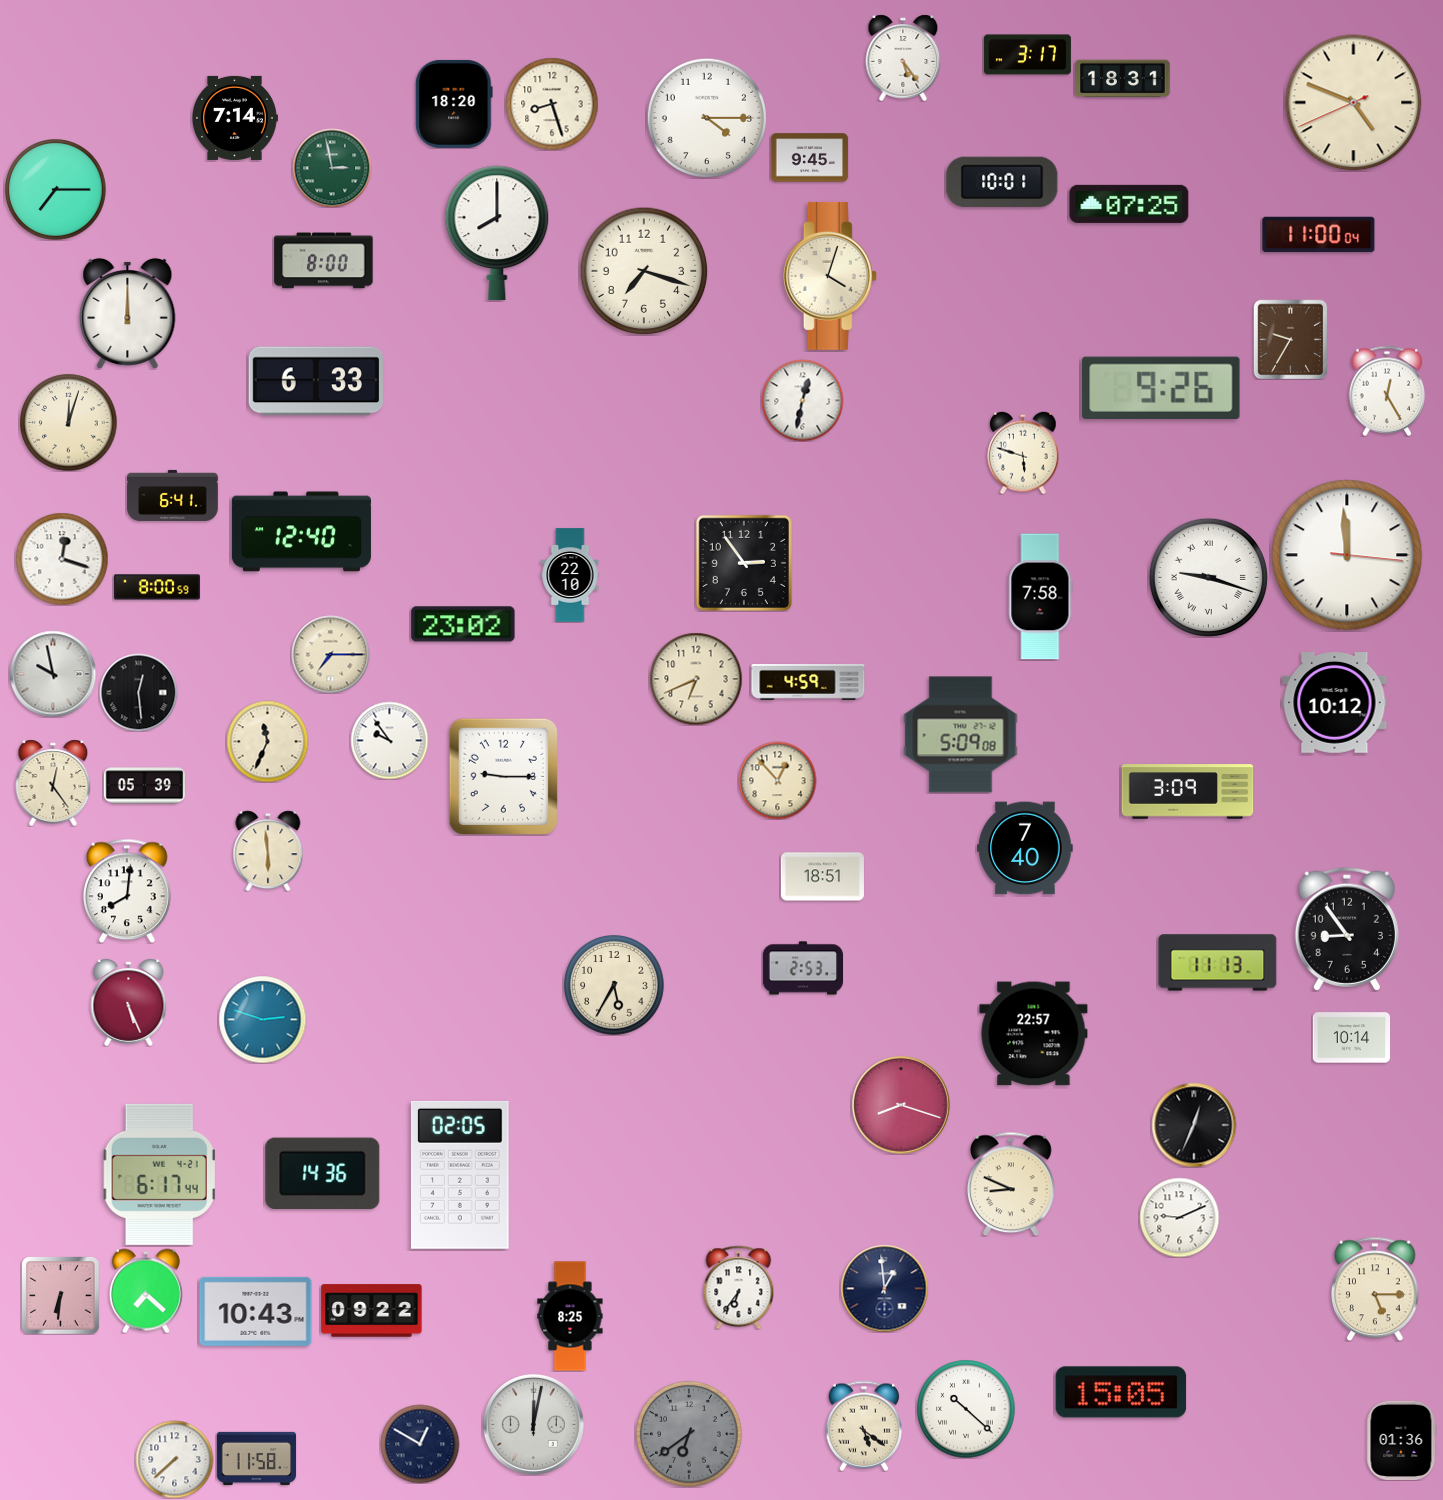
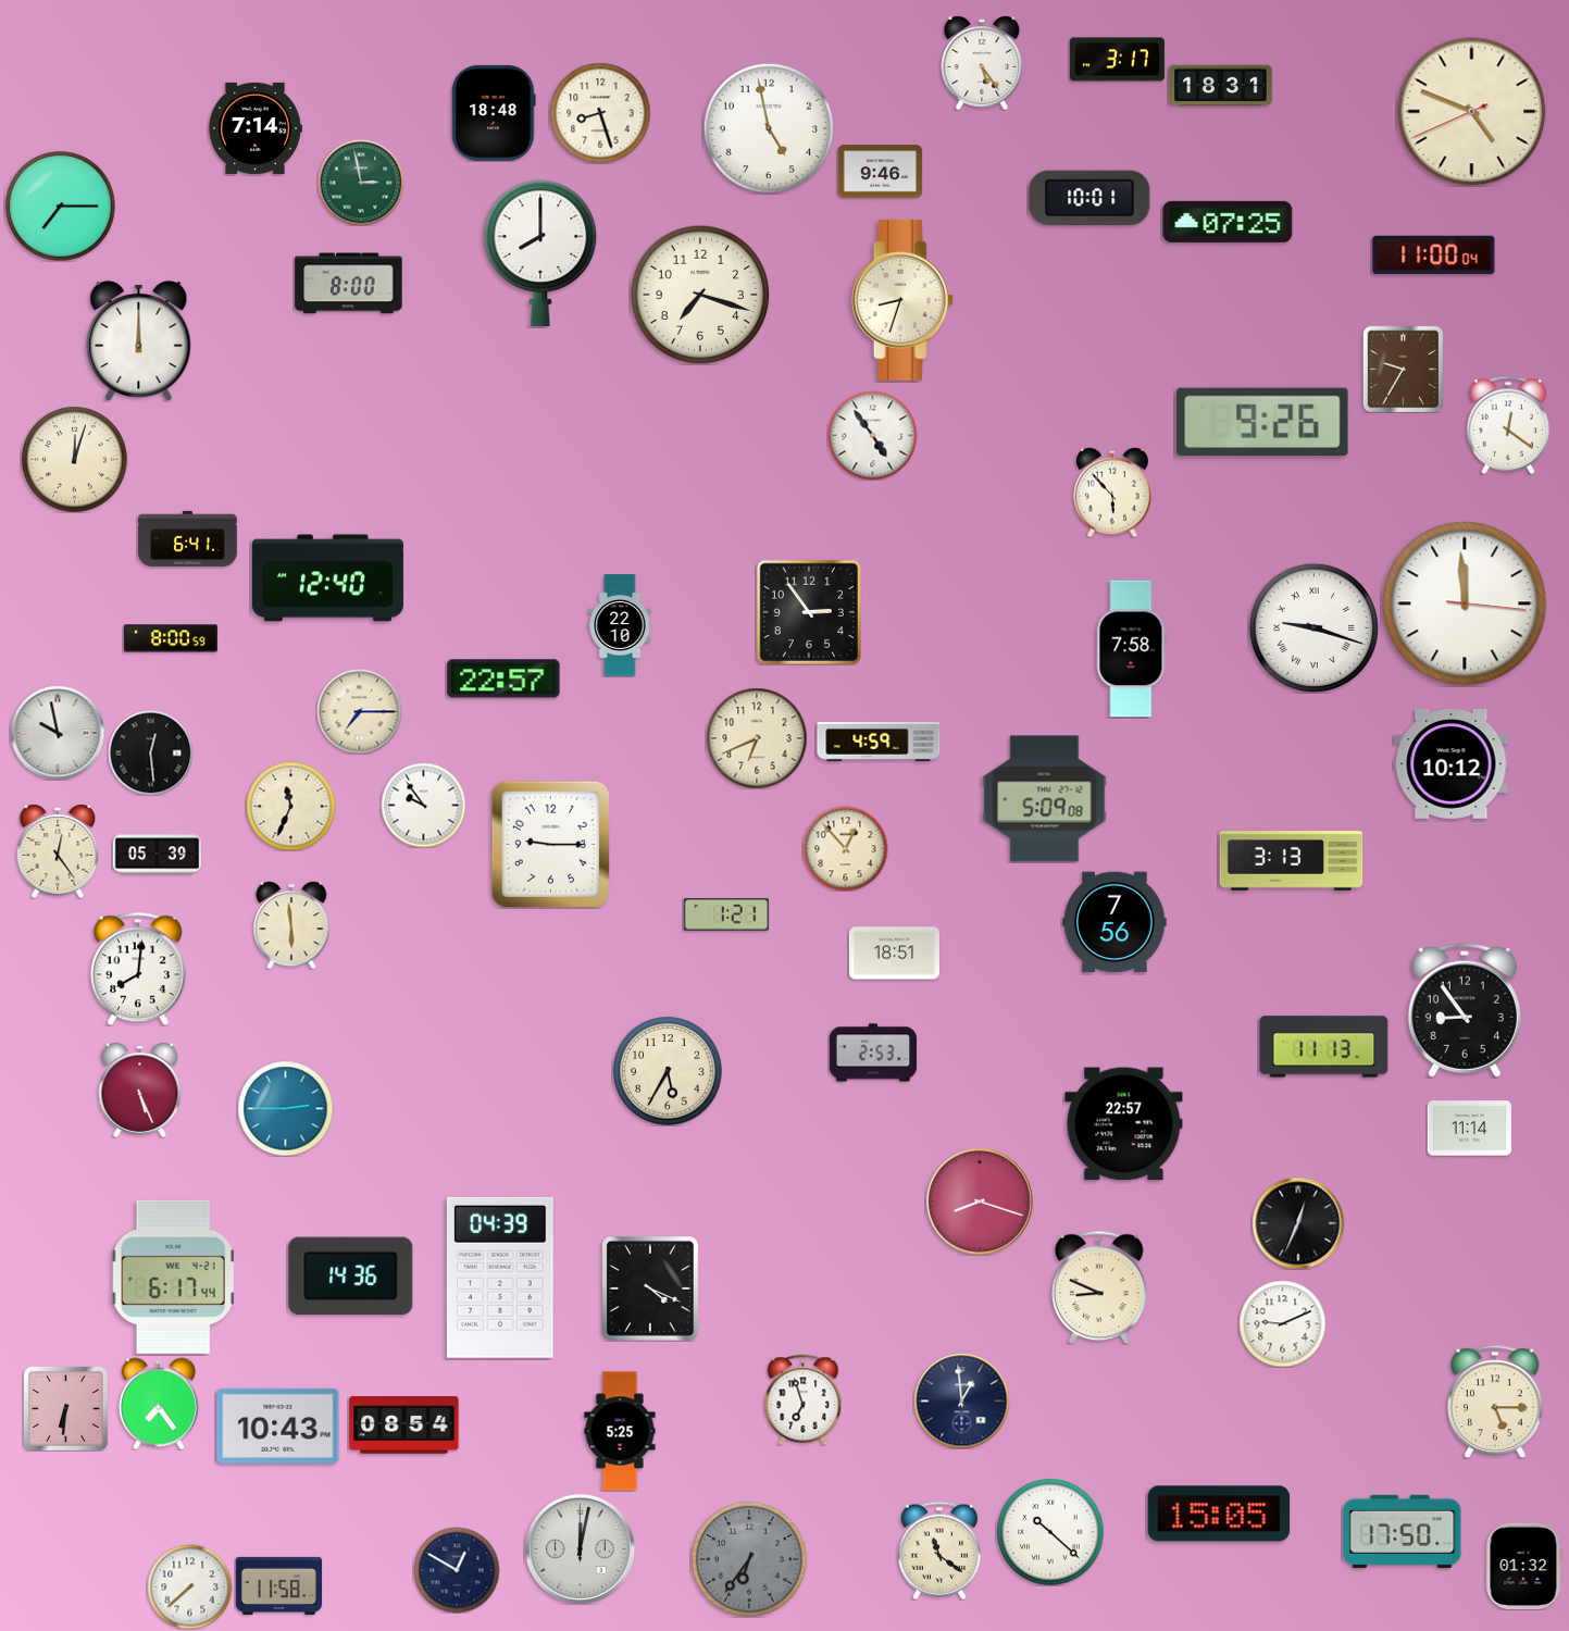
clock at (454, 104): 18:20 -> 18:48
clock at (707, 118): 4:15 -> 4:58
clock at (809, 158): 9:45 -> 9:46
clock at (324, 261) position: (324, 261) -> (349, 284)
clock at (830, 276): 4:03 -> 8:33
clock at (315, 381): 6:33 -> none
clock at (1387, 391): 12:25 -> 12:21
clock at (802, 400): 12:32 -> 4:54
clock at (1023, 453): 5:48 -> 5:53
clock at (62, 559): 12:18 -> none
clock at (463, 624): 23:02 -> 22:57
clock at (503, 776) position: (503, 776) -> (550, 844)
clock at (1188, 792): 3:09 -> 3:13
clock at (726, 916): none -> 1:21
clock at (1025, 848): 7:40 -> 7:56
clock at (262, 1019): 2:48 -> 2:45
clock at (1351, 1038): 10:14 -> 11:14
clock at (460, 1175): 02:05 -> 04:39
clock at (651, 1290): none -> 4:19
clock at (739, 1287): 6:36 -> 6:57
clock at (146, 1291): 7:22 -> 7:24
clock at (372, 1311): 09:22 -> 08:54
clock at (570, 1316): 8:25 -> 5:25
clock at (1403, 1531): none -> 17:50
clock at (864, 1426): 5:21 -> 11:21
clock at (689, 1434): 6:39 -> 6:36
clock at (1401, 1440): 01:36 -> 01:32
